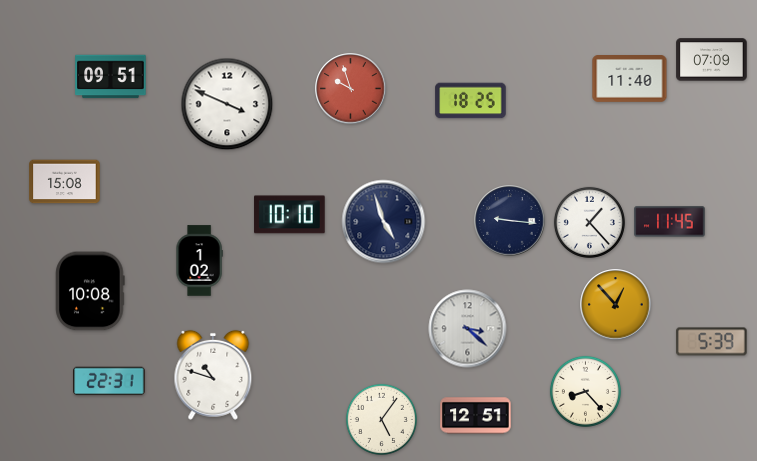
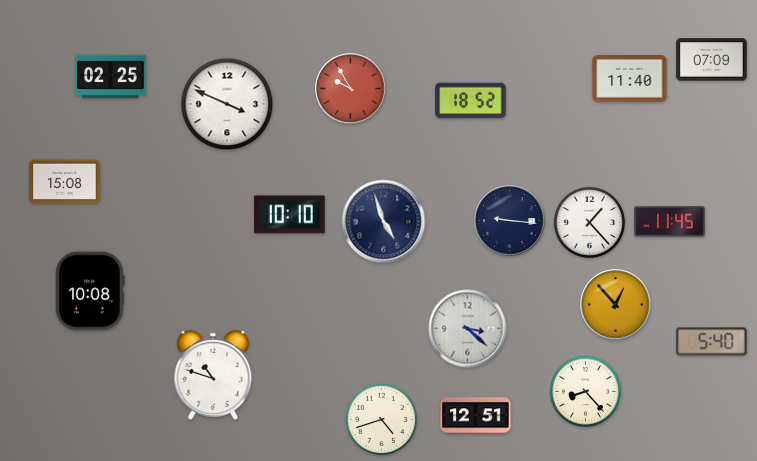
clock at (111, 77): 09:51 -> 02:25
clock at (351, 89): 9:57 -> 9:55
clock at (471, 101): 18:25 -> 18:52
clock at (199, 261): 1:02 -> none
clock at (712, 342): 5:39 -> 5:40
clock at (109, 381): 22:31 -> none
clock at (381, 419): 5:06 -> 4:42
